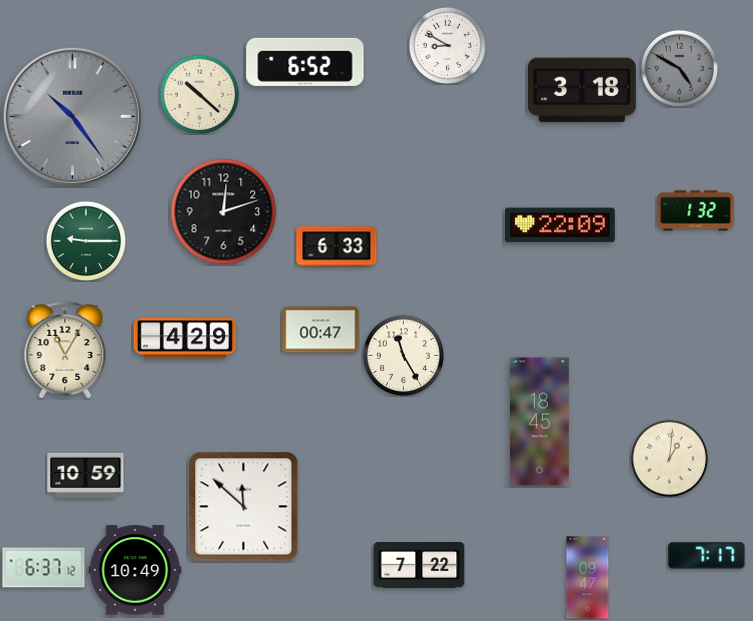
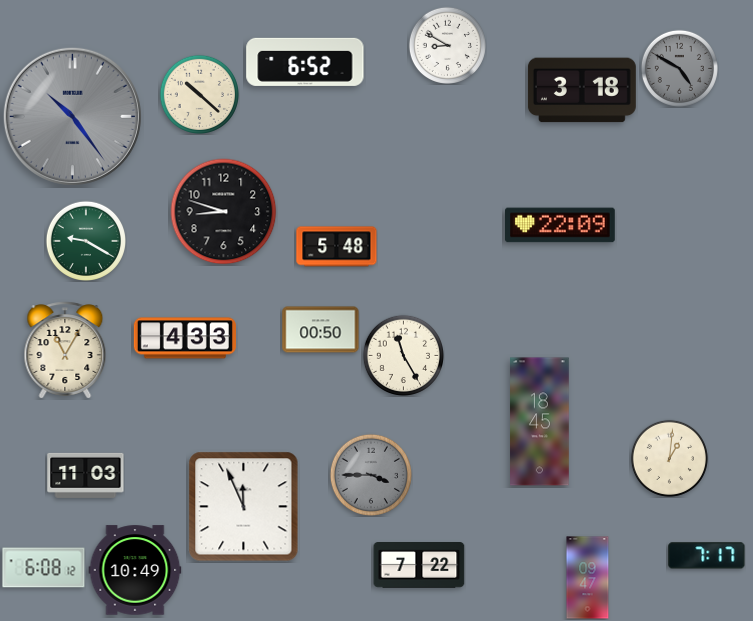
clock at (696, 211): 1:32 -> none
clock at (224, 212): 12:12 -> 8:48
clock at (85, 240): 9:15 -> 9:20
clock at (337, 247): 6:33 -> 5:48
clock at (321, 330): 00:47 -> 00:50
clock at (185, 338): 4:29 -> 4:33
clock at (370, 474): none -> 3:45
clock at (86, 475): 10:59 -> 11:03
clock at (244, 507): 11:52 -> 11:56
clock at (44, 568): 6:37 -> 6:08
